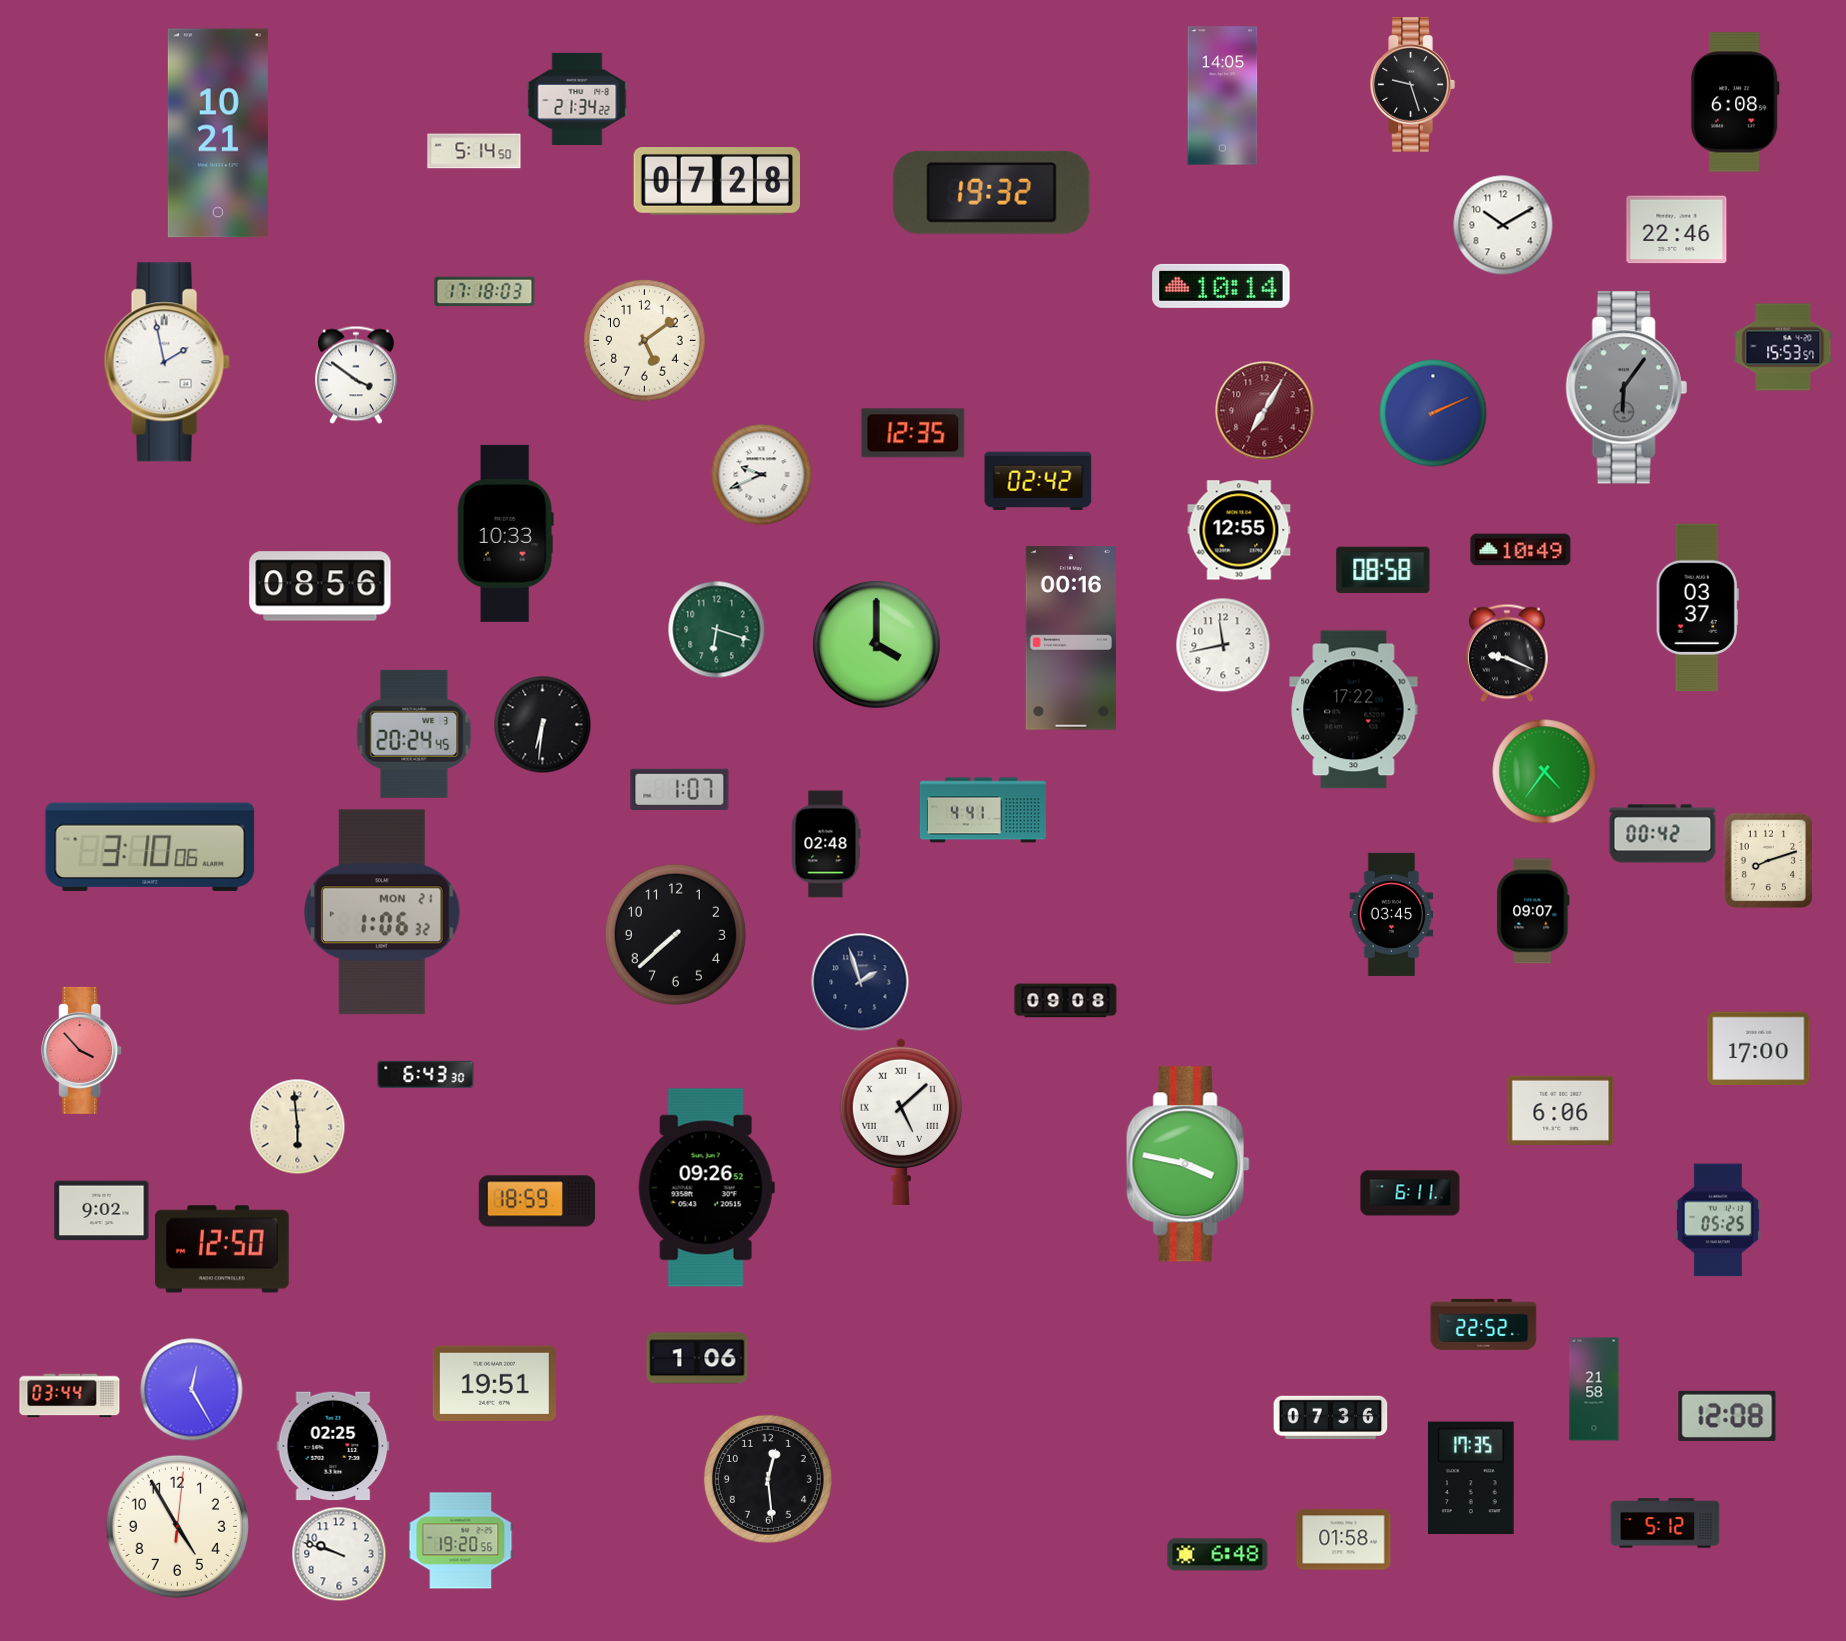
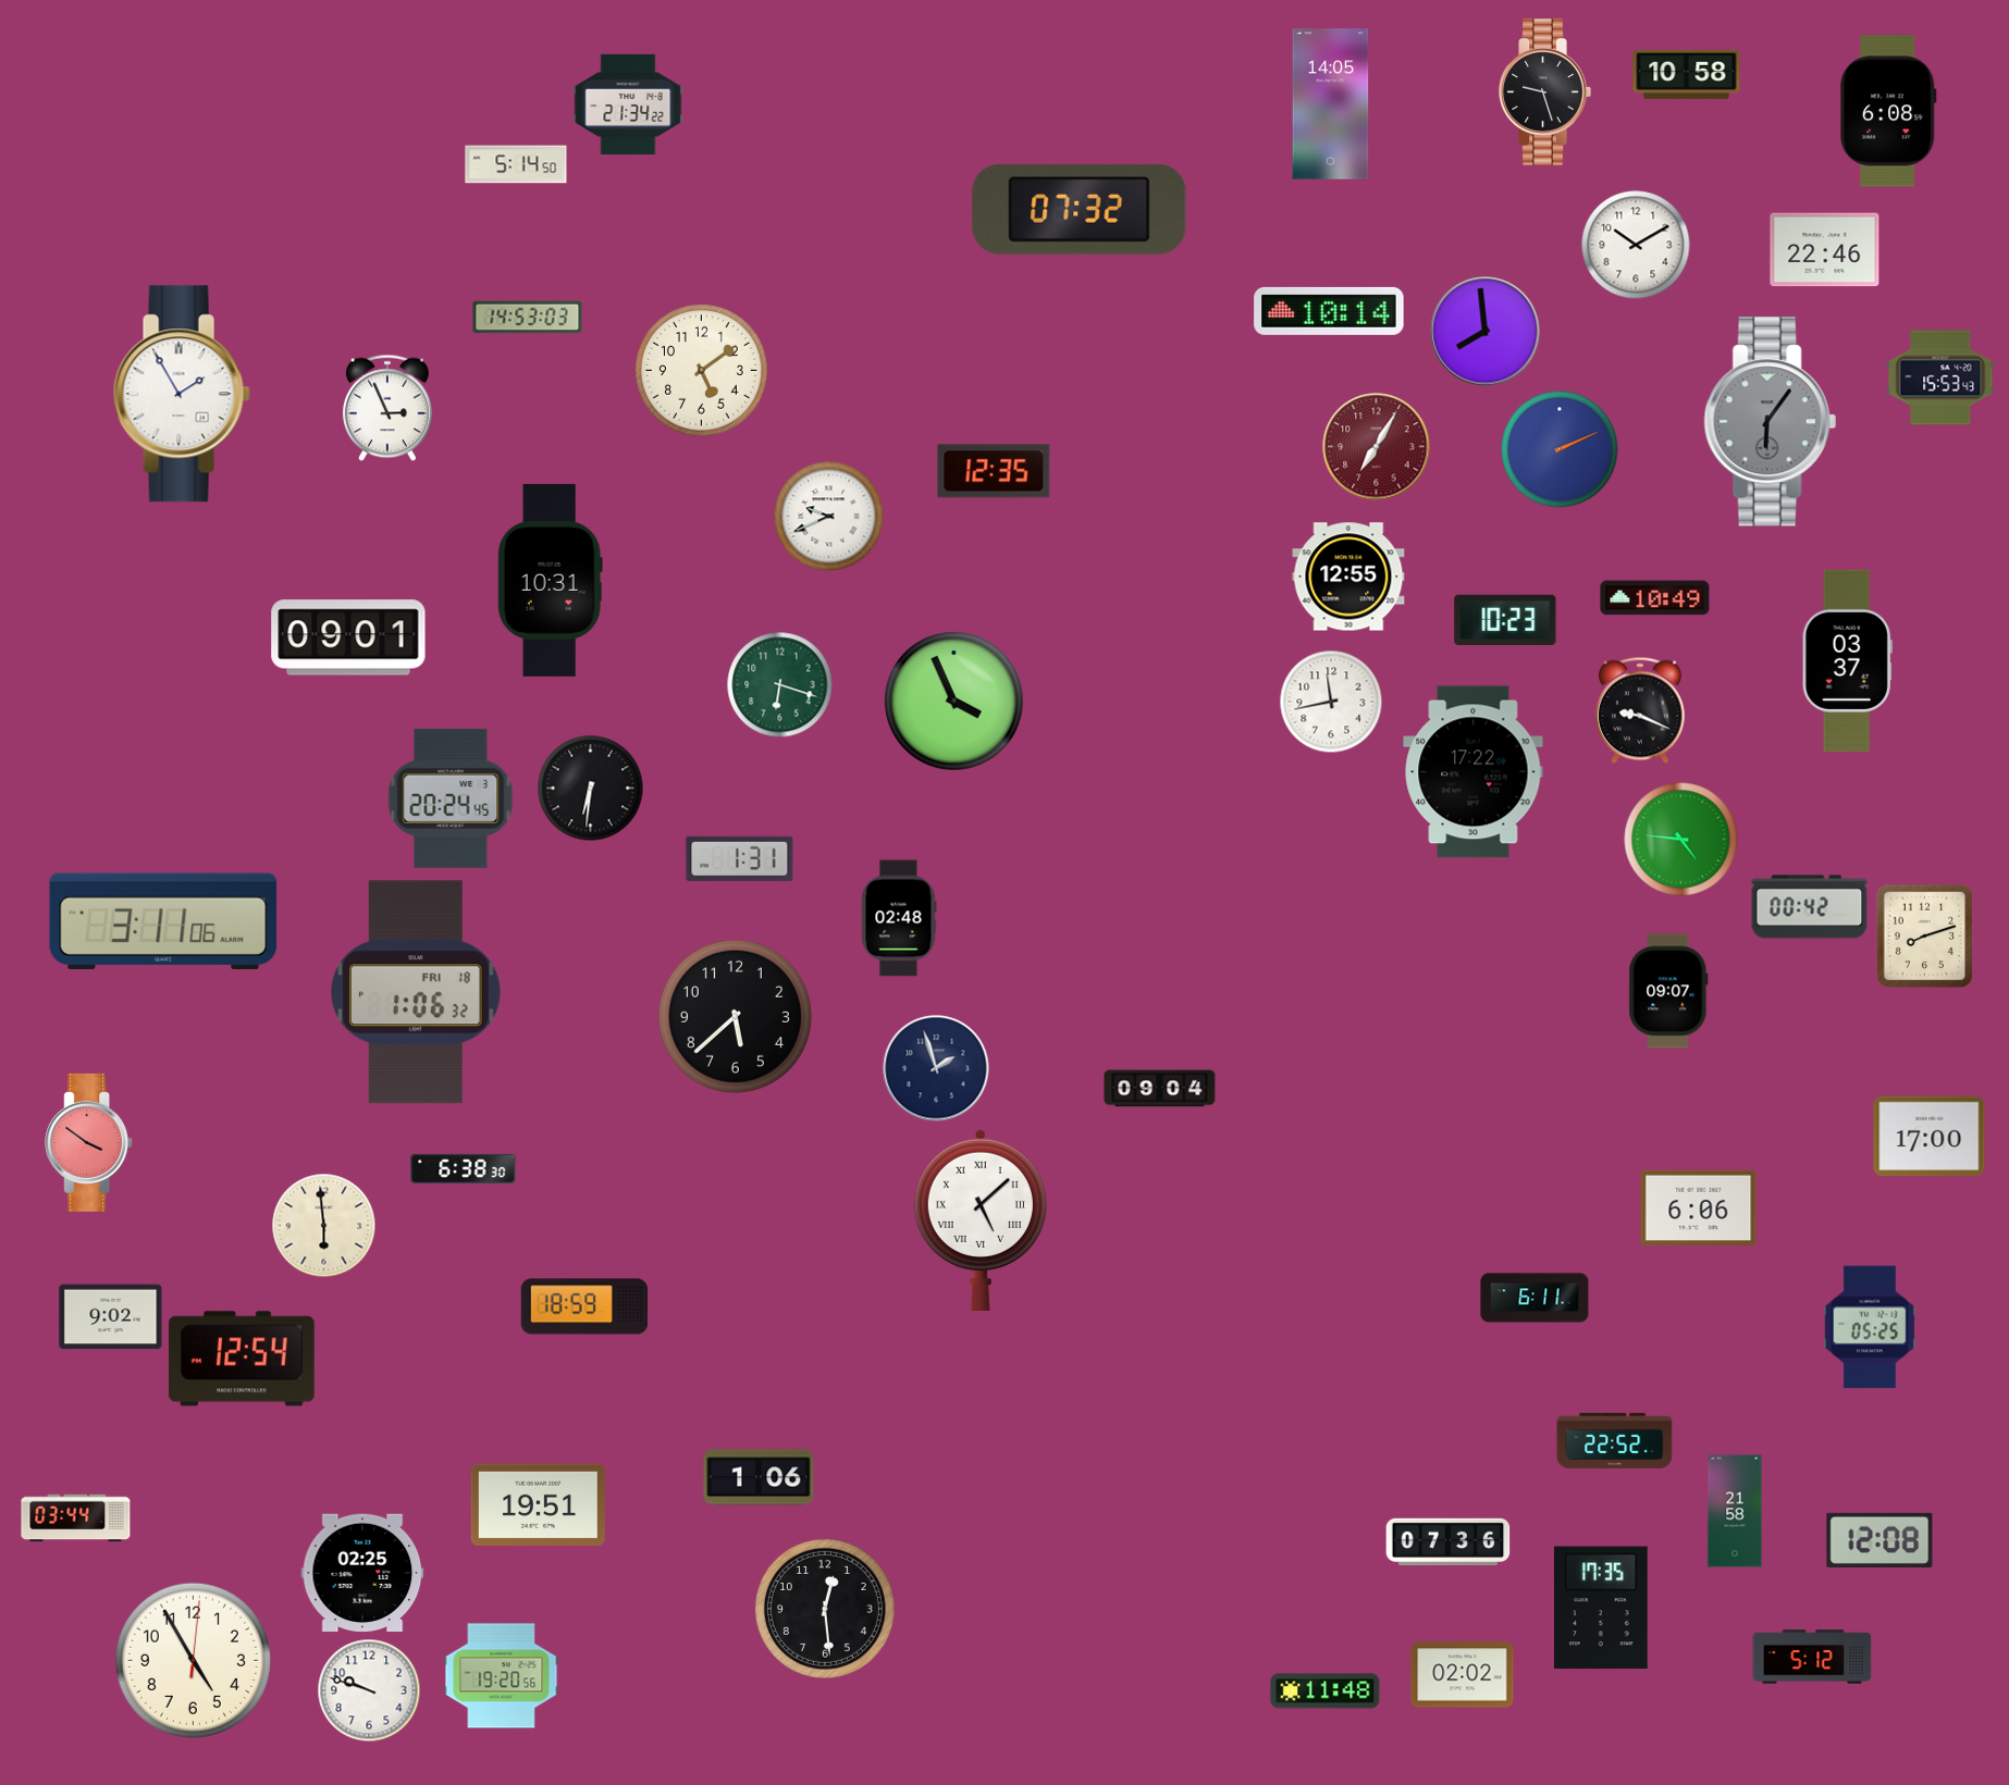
clock at (1687, 75): none -> 10:58
clock at (1412, 85) position: (1412, 85) -> (1544, 92)
clock at (577, 98) position: (577, 98) -> (628, 103)
clock at (218, 133): 10:21 -> none
clock at (716, 182): 07:28 -> none
clock at (992, 192): 19:32 -> 07:32
clock at (485, 292): 17:18 -> 14:53
clock at (1486, 332): none -> 7:59
clock at (1783, 347): 15:53:57 -> 15:53:43
clock at (167, 362): 1:58 -> 1:55
clock at (356, 375): 3:51 -> 2:56
clock at (1038, 481): 02:42 -> none
clock at (505, 533): 10:33 -> 10:31
clock at (1383, 570): 08:58 -> 10:23
clock at (320, 586): 08:56 -> 09:01
clock at (1071, 638): 00:16 -> none
clock at (876, 644): 4:00 -> 3:56
clock at (1545, 772): 4:36 -> 4:46
clock at (680, 789): 1:07 -> 1:31
clock at (983, 810): 4:41 -> none
clock at (150, 847): 3:10 -> 3:11
clock at (383, 912) date: MON 21 -> FRI 18
clock at (1392, 914): 03:45 -> none
clock at (675, 934): 7:38 -> 5:38
clock at (1066, 1001): 09:08 -> 09:04
clock at (1759, 1049) position: (1759, 1049) -> (1930, 1137)
clock at (82, 1050): 3:53 -> 3:51
clock at (426, 1074): 6:43 -> 6:38
clock at (1188, 1164): 3:47 -> none
clock at (706, 1188): 09:26 -> none
clock at (222, 1249): 12:50 -> 12:54
clock at (192, 1390): 12:25 -> none
clock at (768, 1479) position: (768, 1479) -> (825, 1609)
clock at (1344, 1540): 01:58 -> 02:02
clock at (1218, 1555): 6:48 -> 11:48
